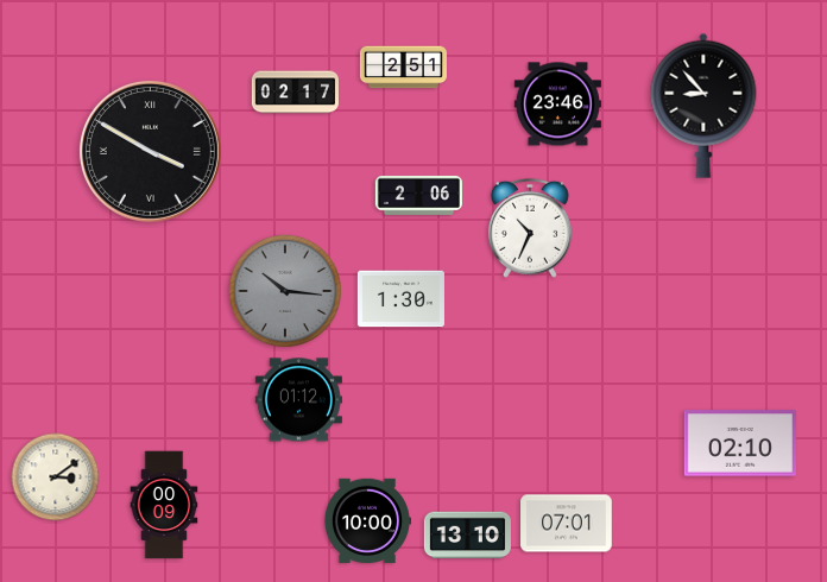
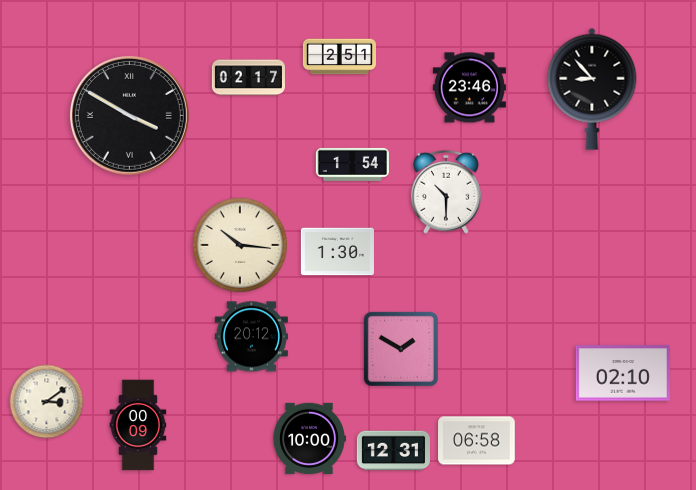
clock at (150, 151) position: (150, 151) -> (129, 115)
clock at (418, 195): 2:06 -> 1:54
clock at (530, 228): 10:34 -> 10:30
clock at (285, 291) dial: grey -> cream
clock at (298, 400): 01:12 -> 20:12
clock at (401, 349): none -> 1:50
clock at (567, 524): 07:01 -> 06:58
clock at (467, 536): 13:10 -> 12:31
